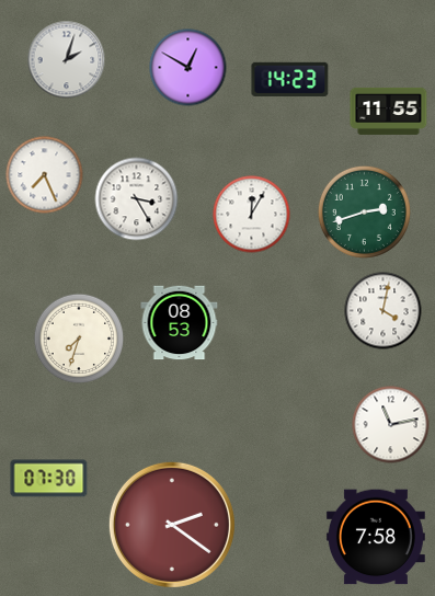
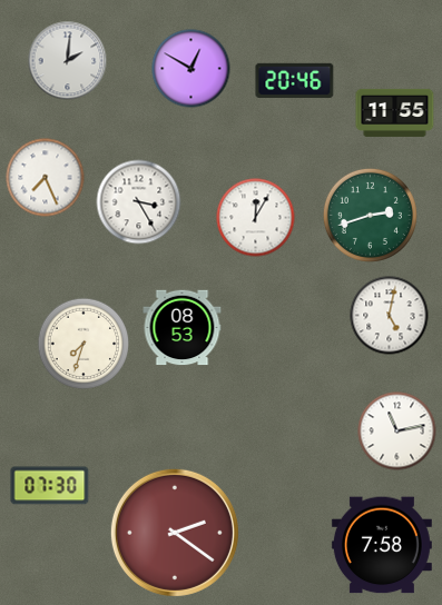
clock at (67, 60): 2:03 -> 2:01
clock at (290, 79): 14:23 -> 20:46
clock at (384, 311): 4:02 -> 5:02
clock at (79, 339) position: (79, 339) -> (84, 344)
